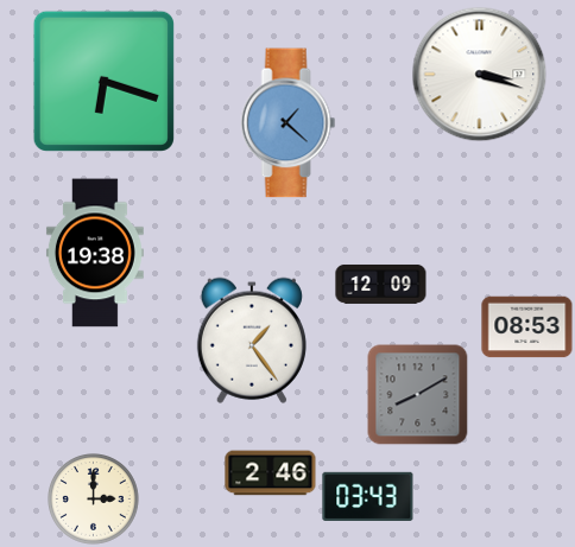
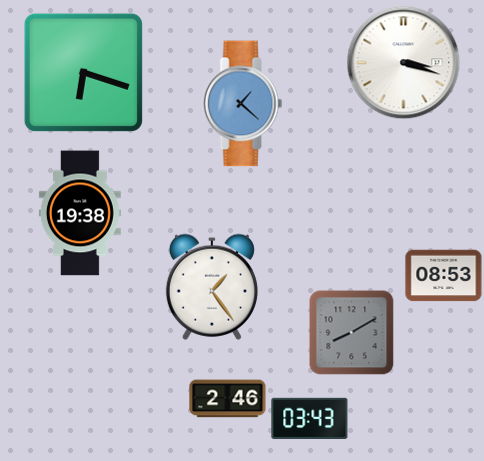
clock at (103, 81) position: (103, 81) -> (83, 72)
clock at (381, 284): 12:09 -> none
clock at (94, 500): 3:00 -> none
